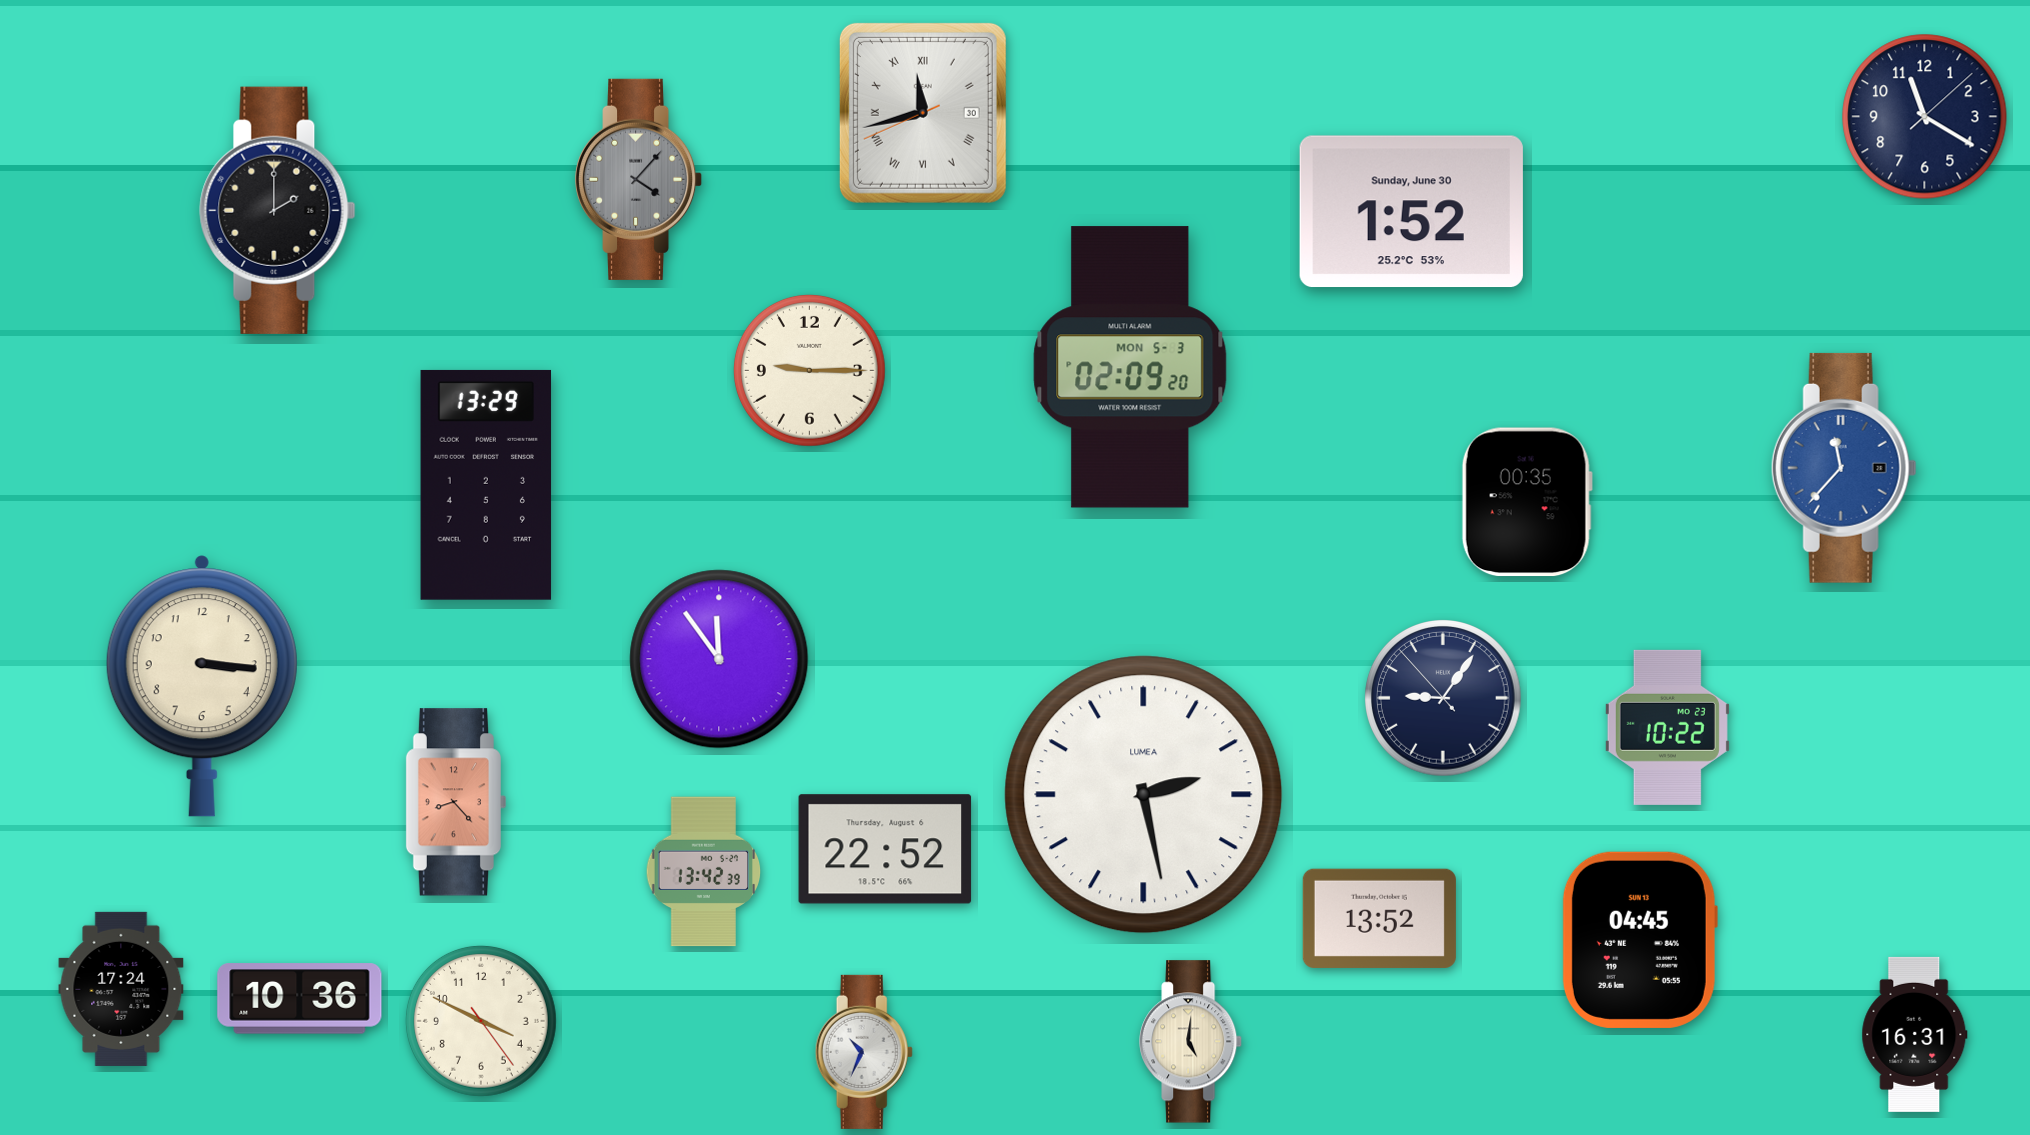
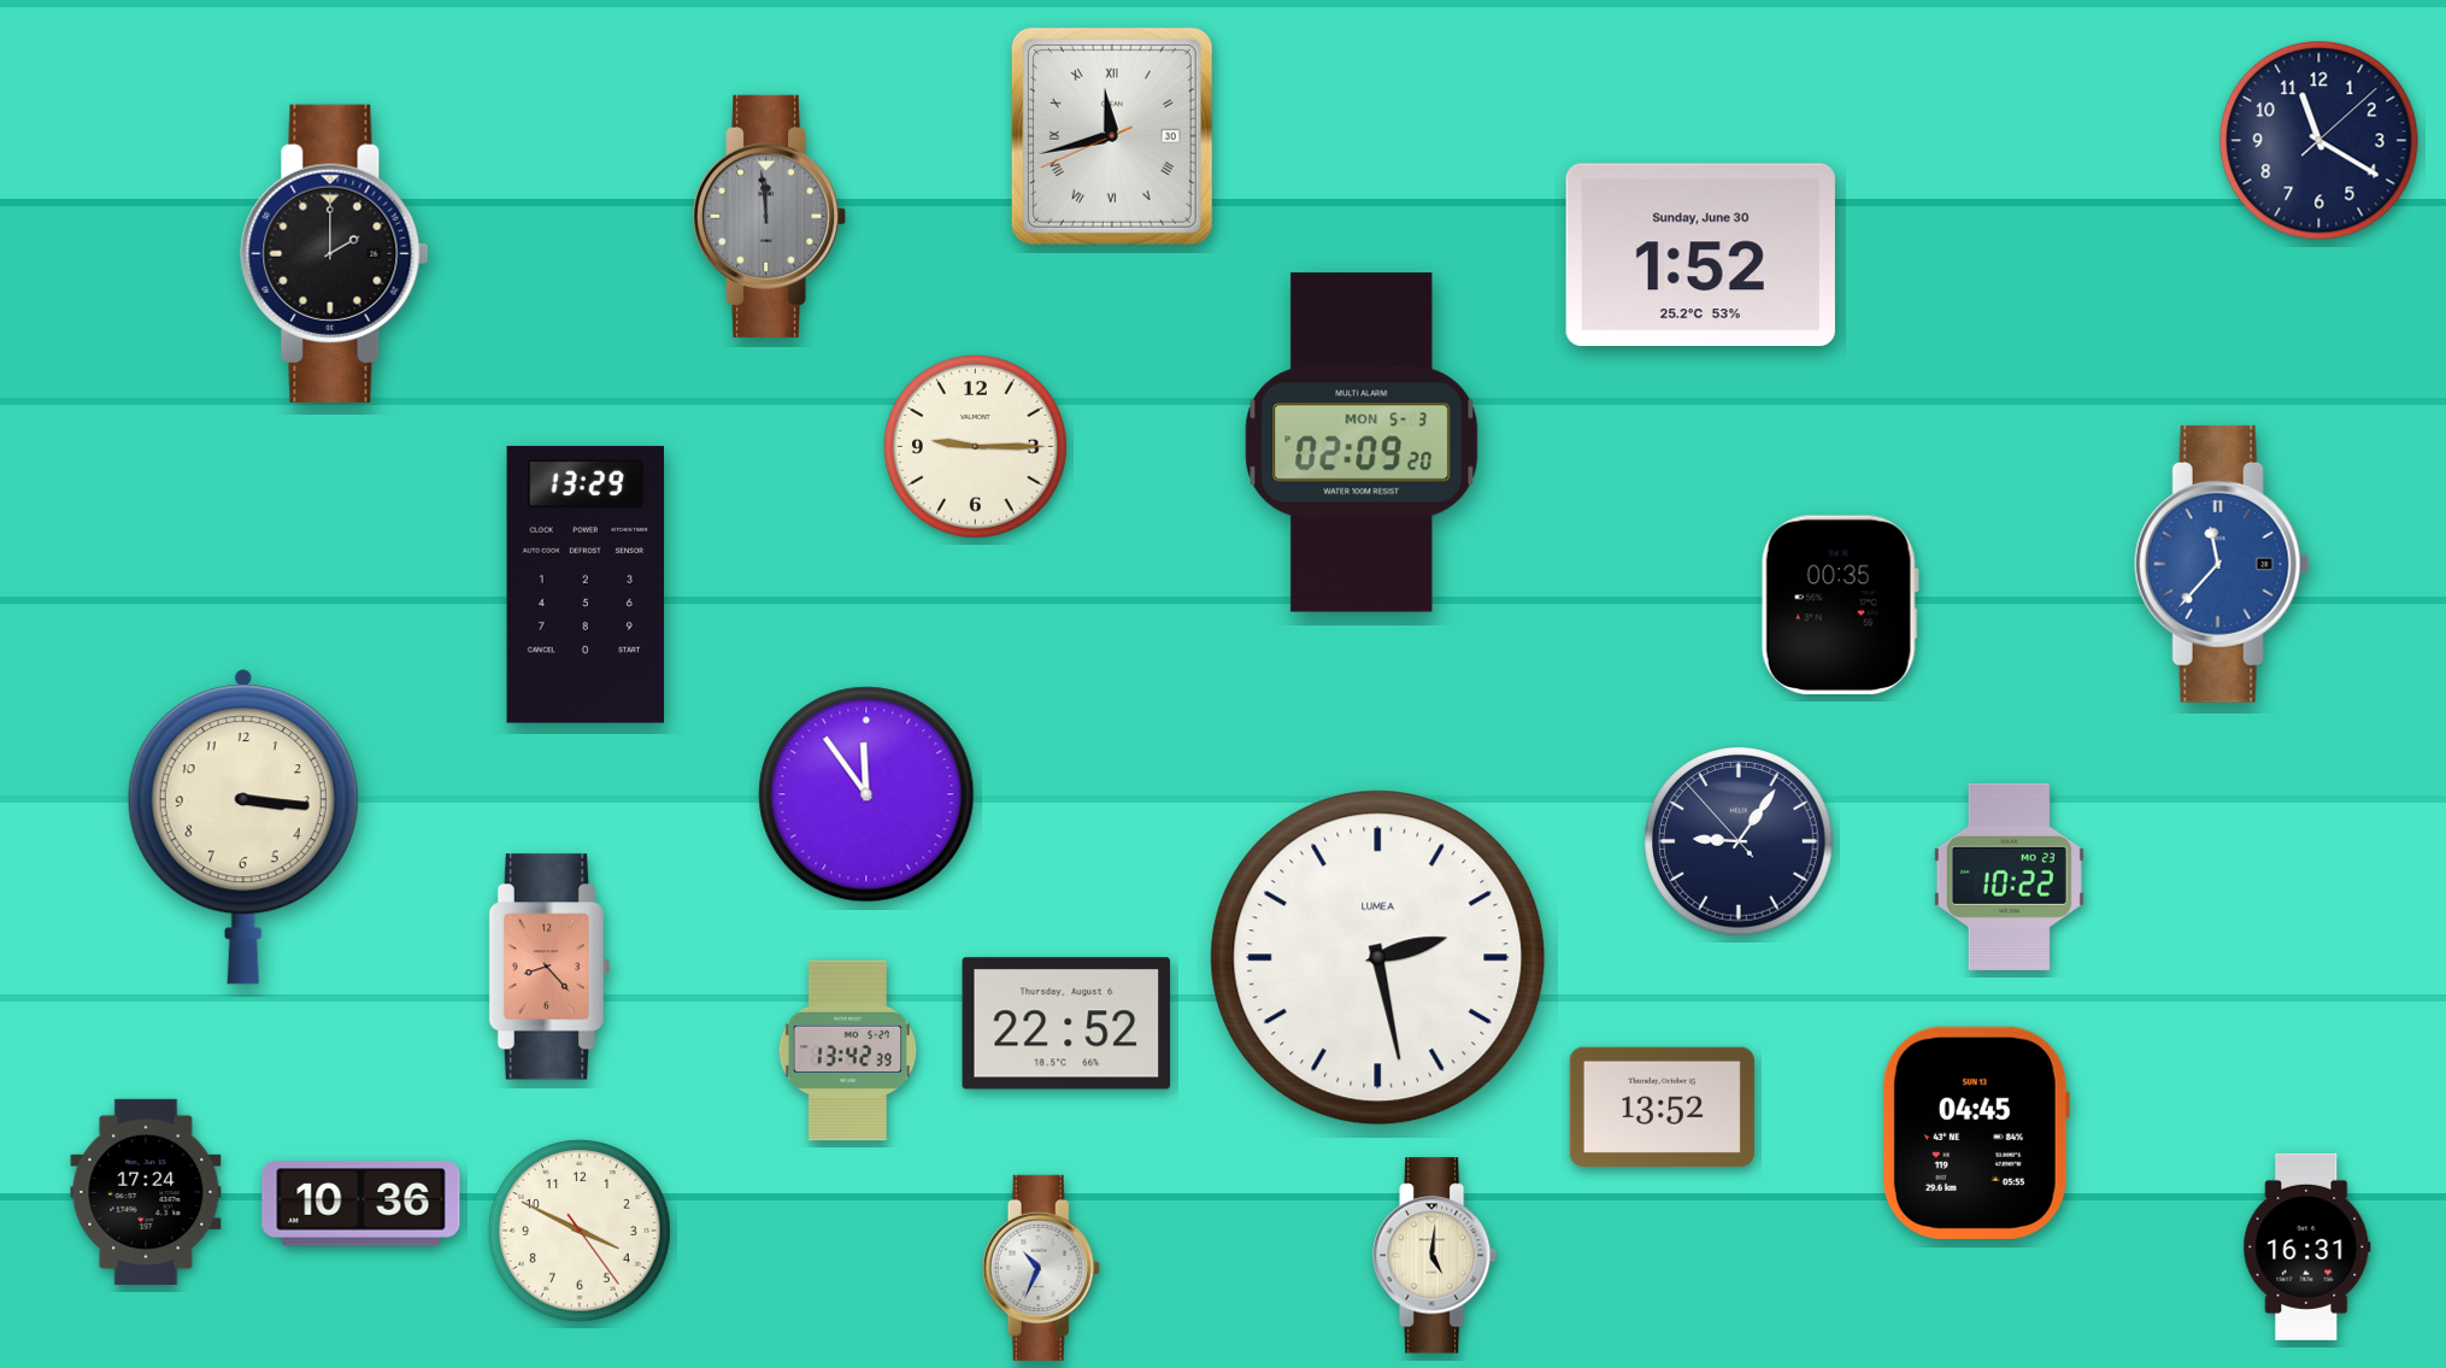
clock at (640, 179): 4:07 -> 11:59
